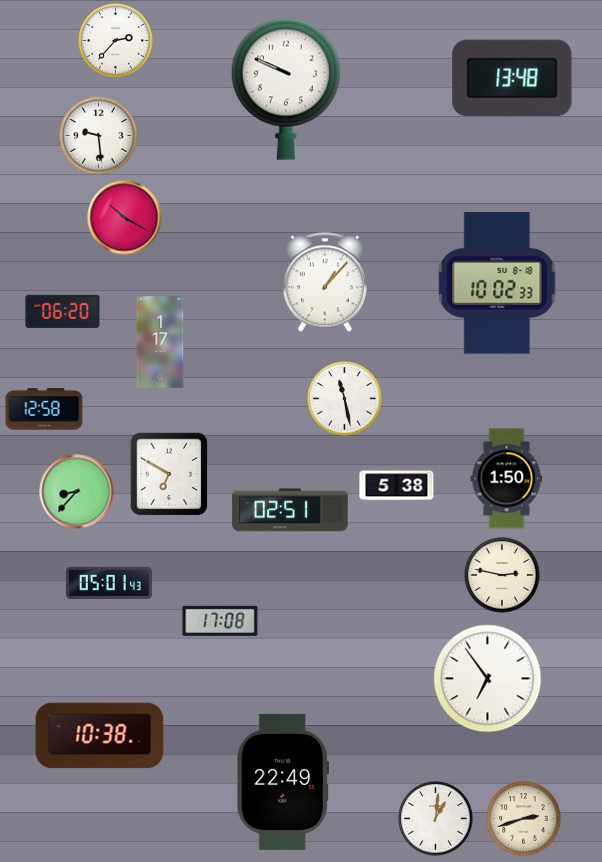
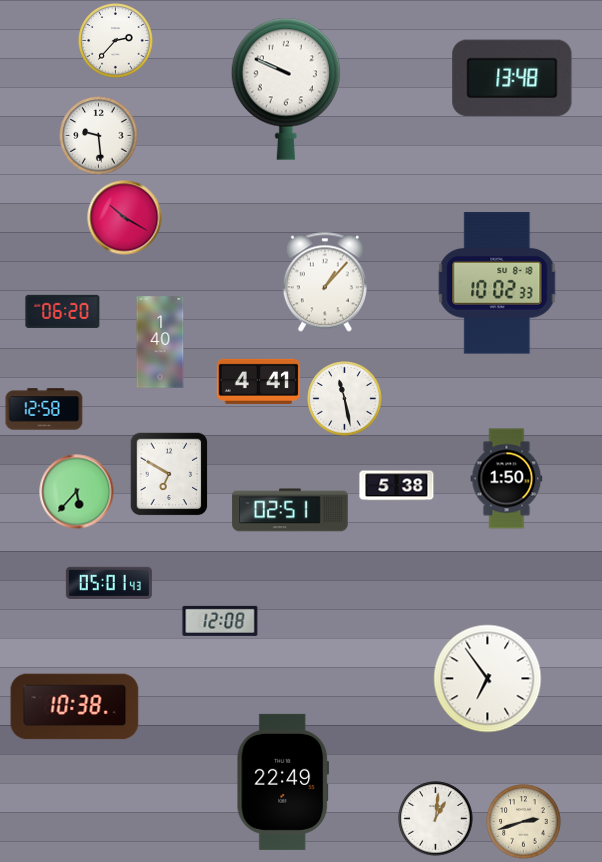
clock at (160, 342): 1:17 -> 1:40
clock at (259, 381): none -> 4:41
clock at (77, 492): 8:37 -> 5:37
clock at (502, 575): 2:47 -> none
clock at (220, 621): 17:08 -> 12:08
clock at (100, 736) position: (100, 736) -> (75, 707)
clock at (524, 819) position: (524, 819) -> (524, 822)
